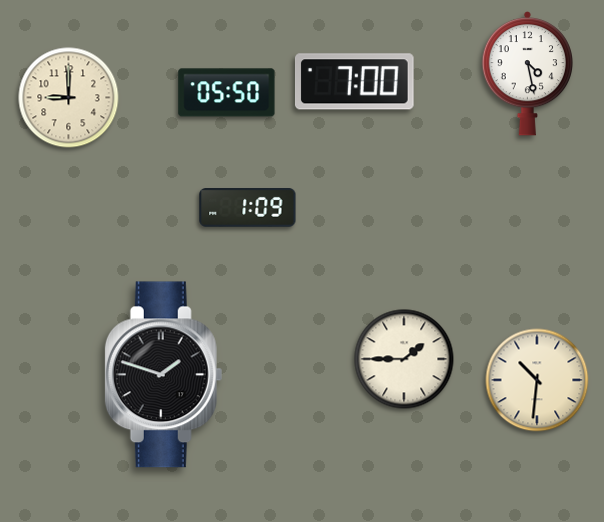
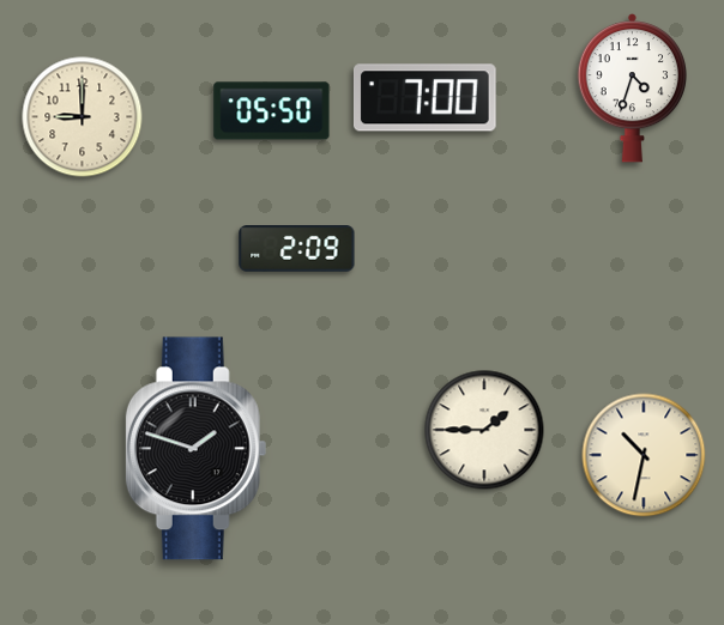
clock at (527, 73): 4:28 -> 4:33
clock at (248, 208): 1:09 -> 2:09
clock at (537, 380): 10:31 -> 10:32
